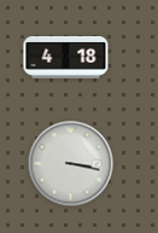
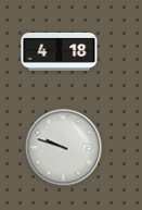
clock at (71, 164): 3:17 -> 9:48
